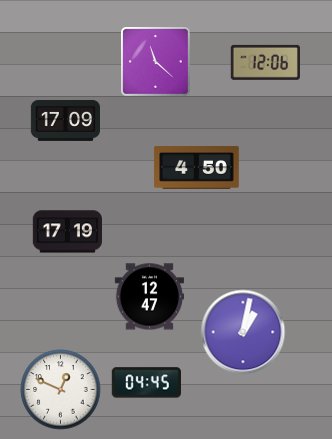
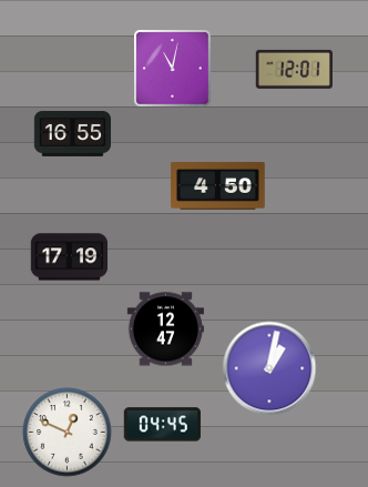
clock at (156, 62): 11:22 -> 11:02
clock at (265, 62): 12:06 -> 12:01
clock at (66, 120): 17:09 -> 16:55
clock at (67, 232) position: (67, 232) -> (69, 257)
